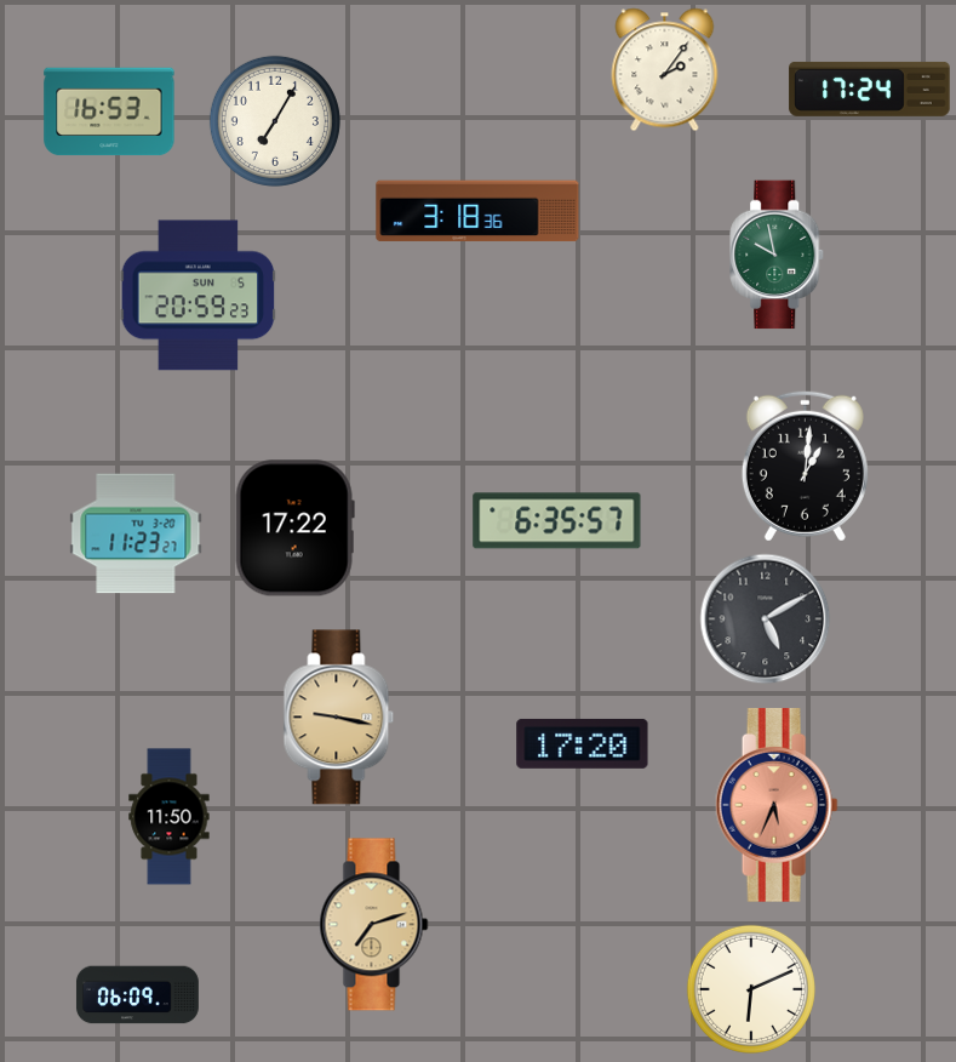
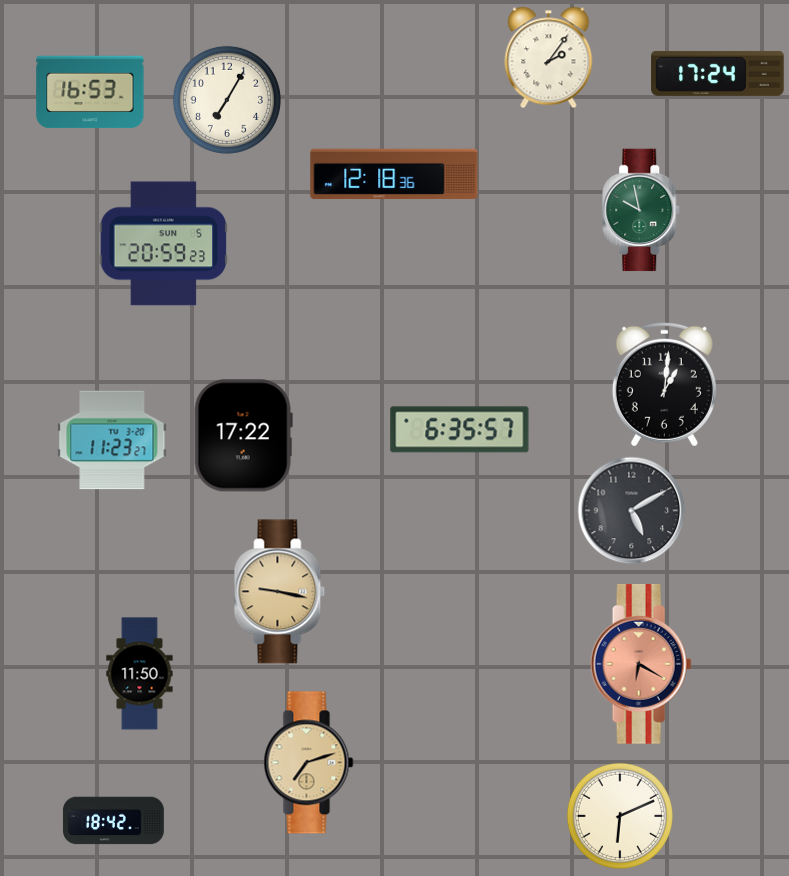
clock at (477, 211): 3:18 -> 12:18
clock at (583, 743): 17:20 -> none
clock at (777, 806): 5:34 -> 6:20
clock at (137, 995): 06:09 -> 18:42
